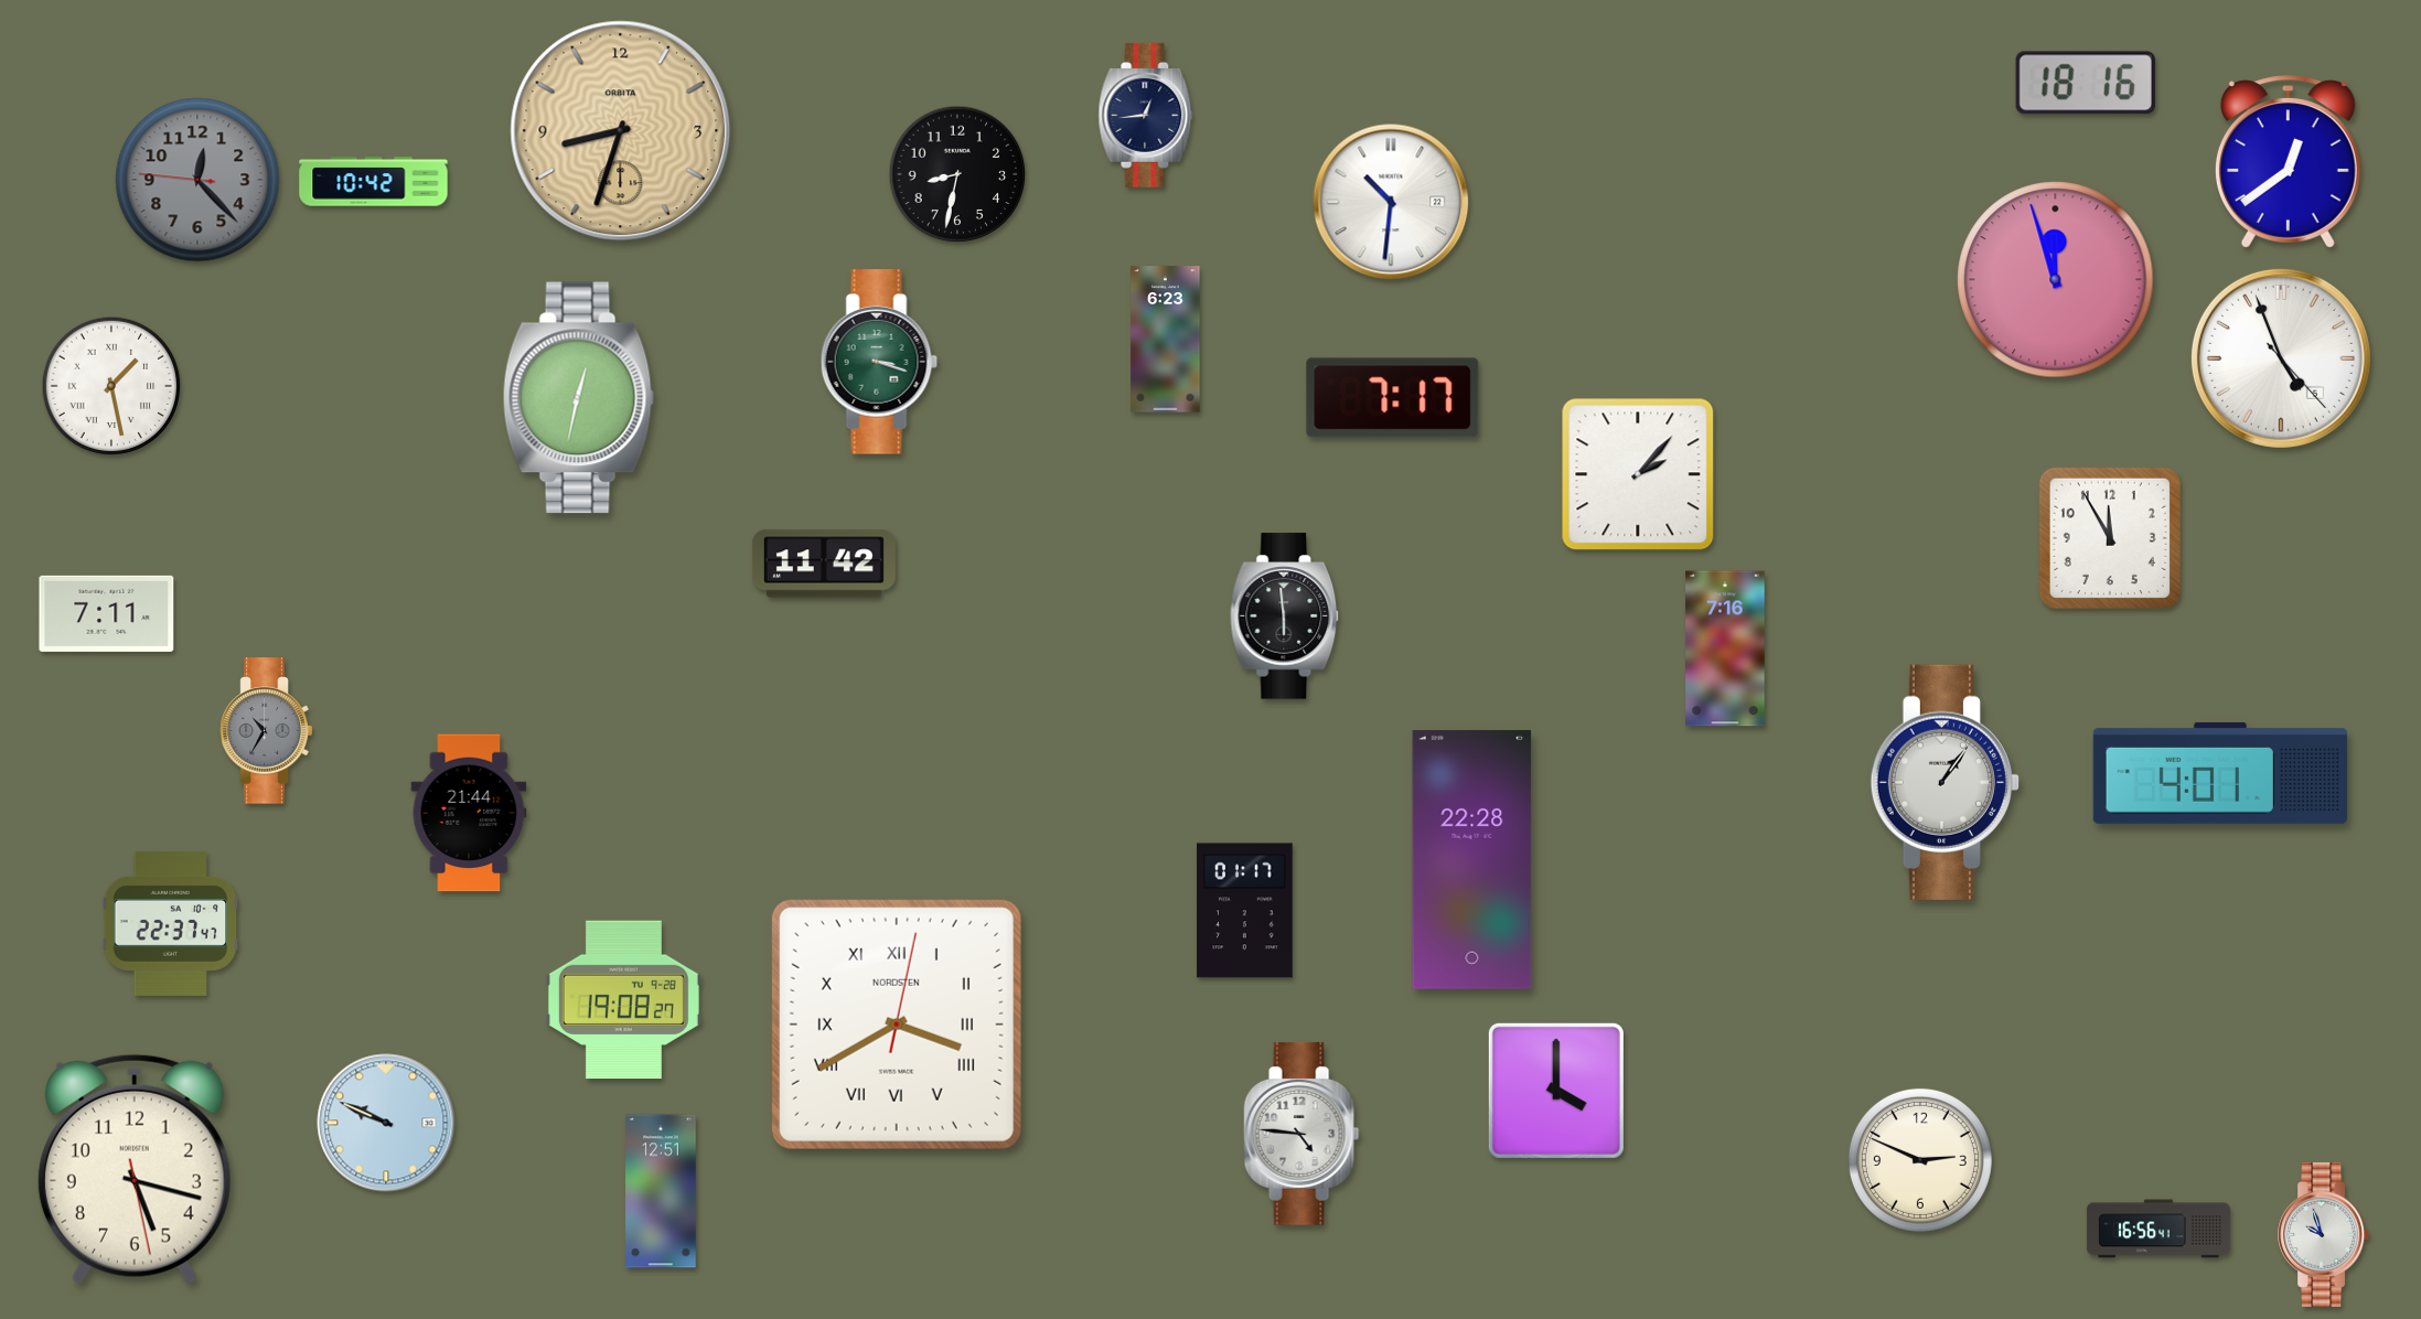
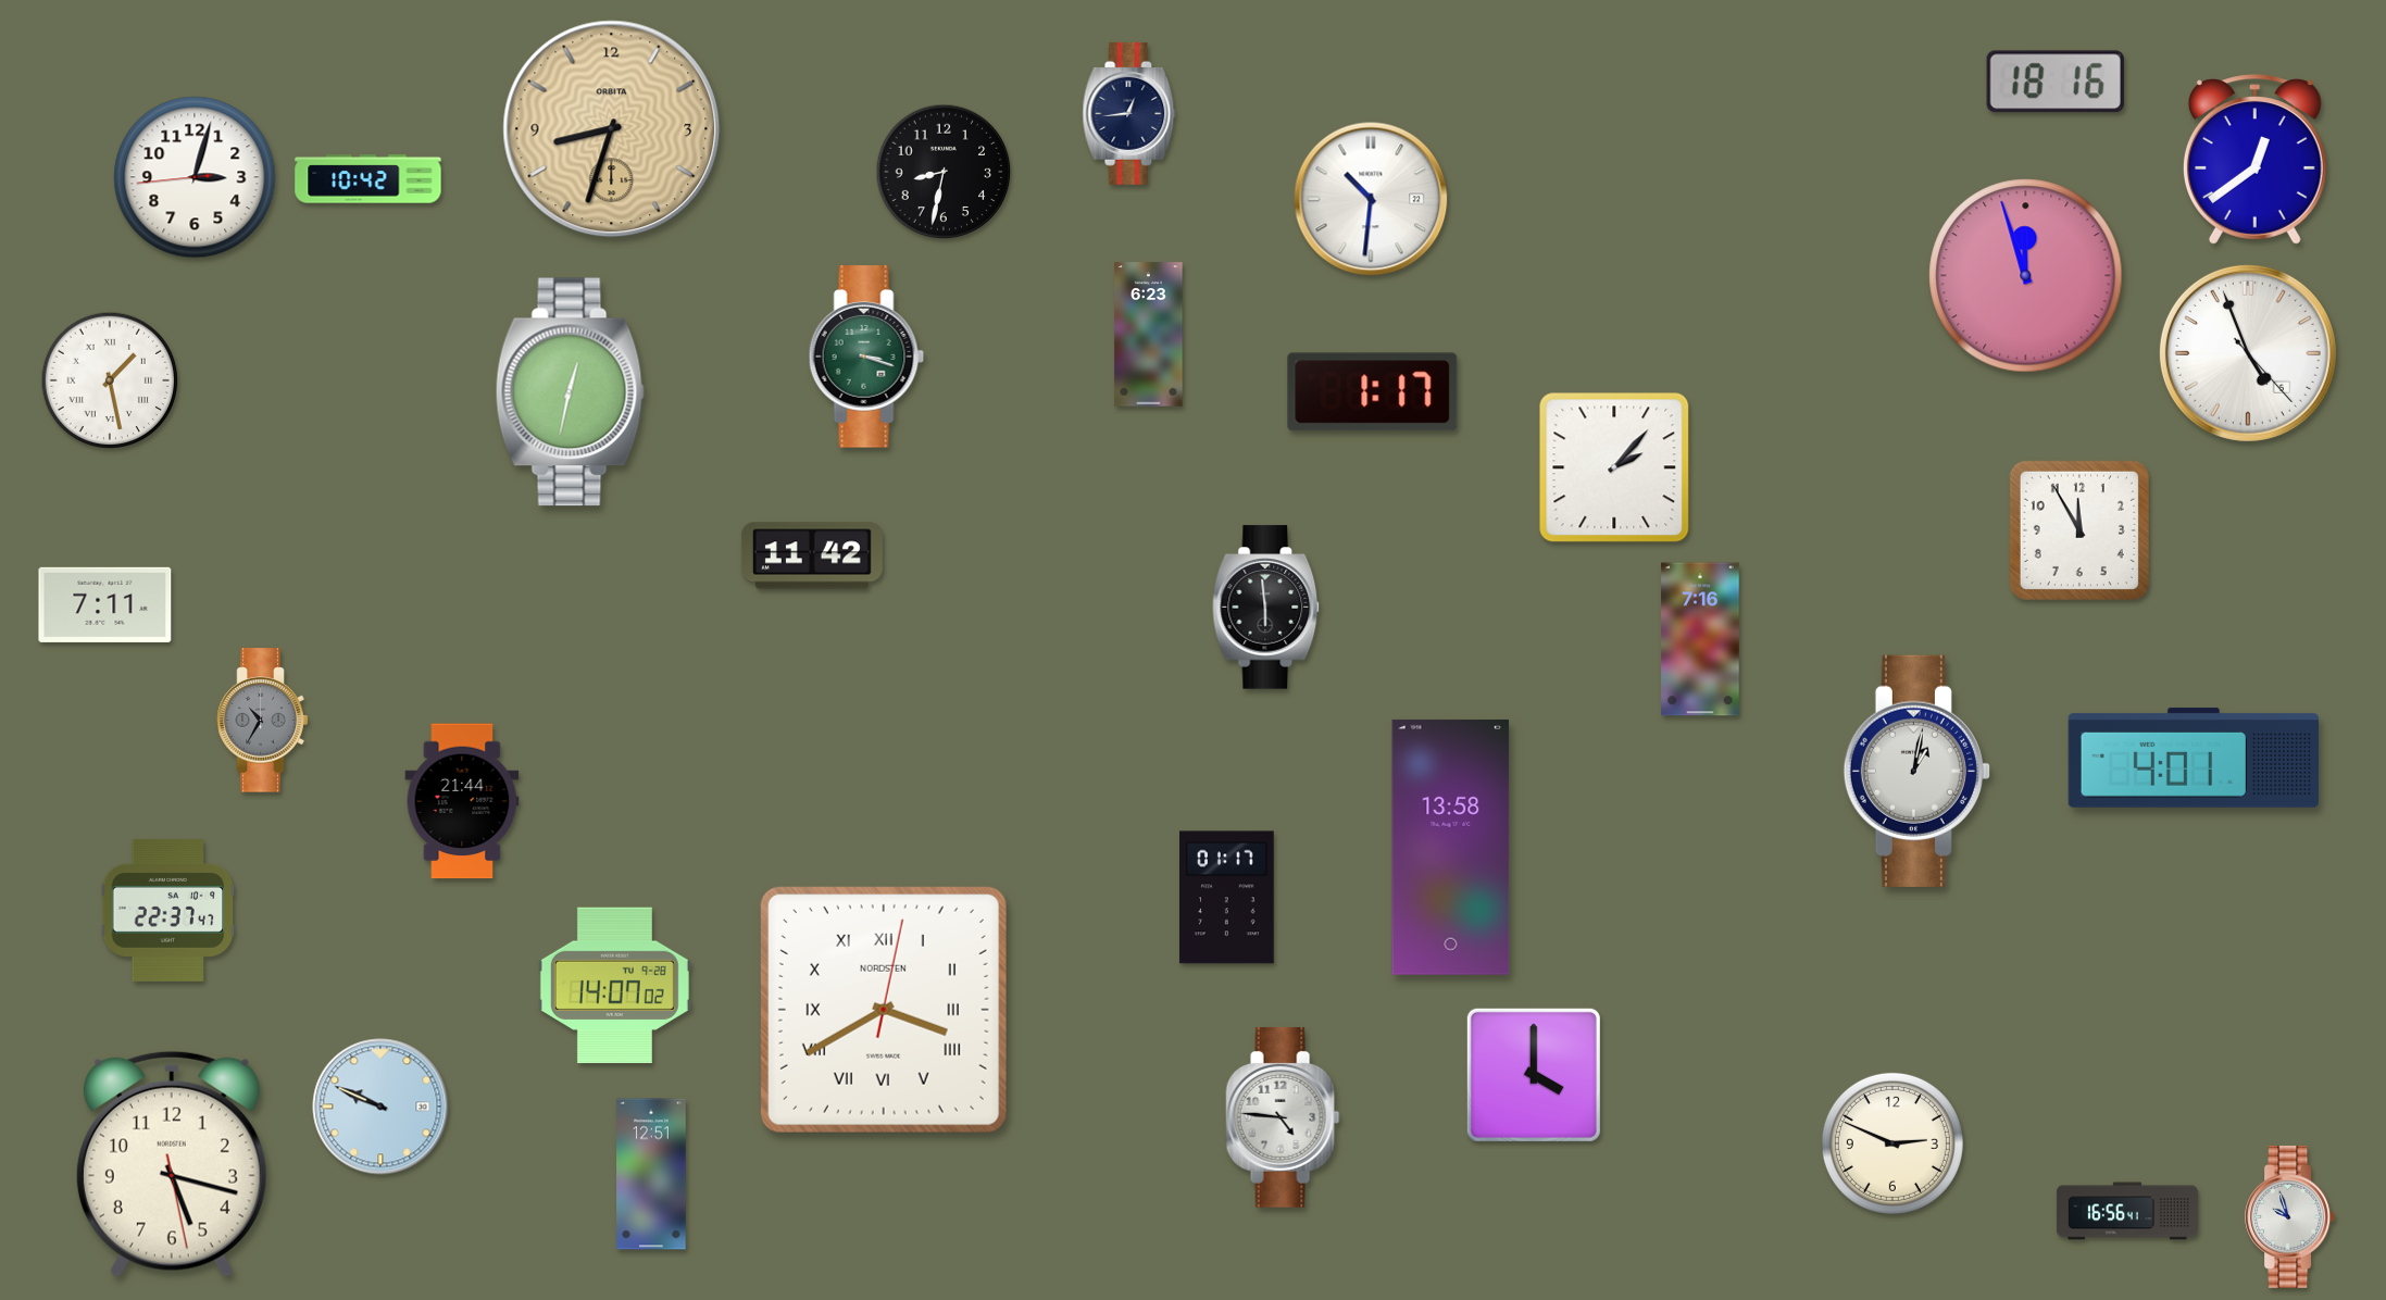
clock at (197, 180): 12:22 -> 3:02
clock at (197, 180) dial: grey -> white
clock at (1393, 398): 7:17 -> 1:17
clock at (2220, 773) position: (2220, 773) -> (2194, 758)
clock at (1945, 782): 1:06 -> 1:02
clock at (1472, 859): 22:28 -> 13:58
clock at (623, 1000): 19:08 -> 14:07
clock at (135, 1169) position: (135, 1169) -> (172, 1164)
